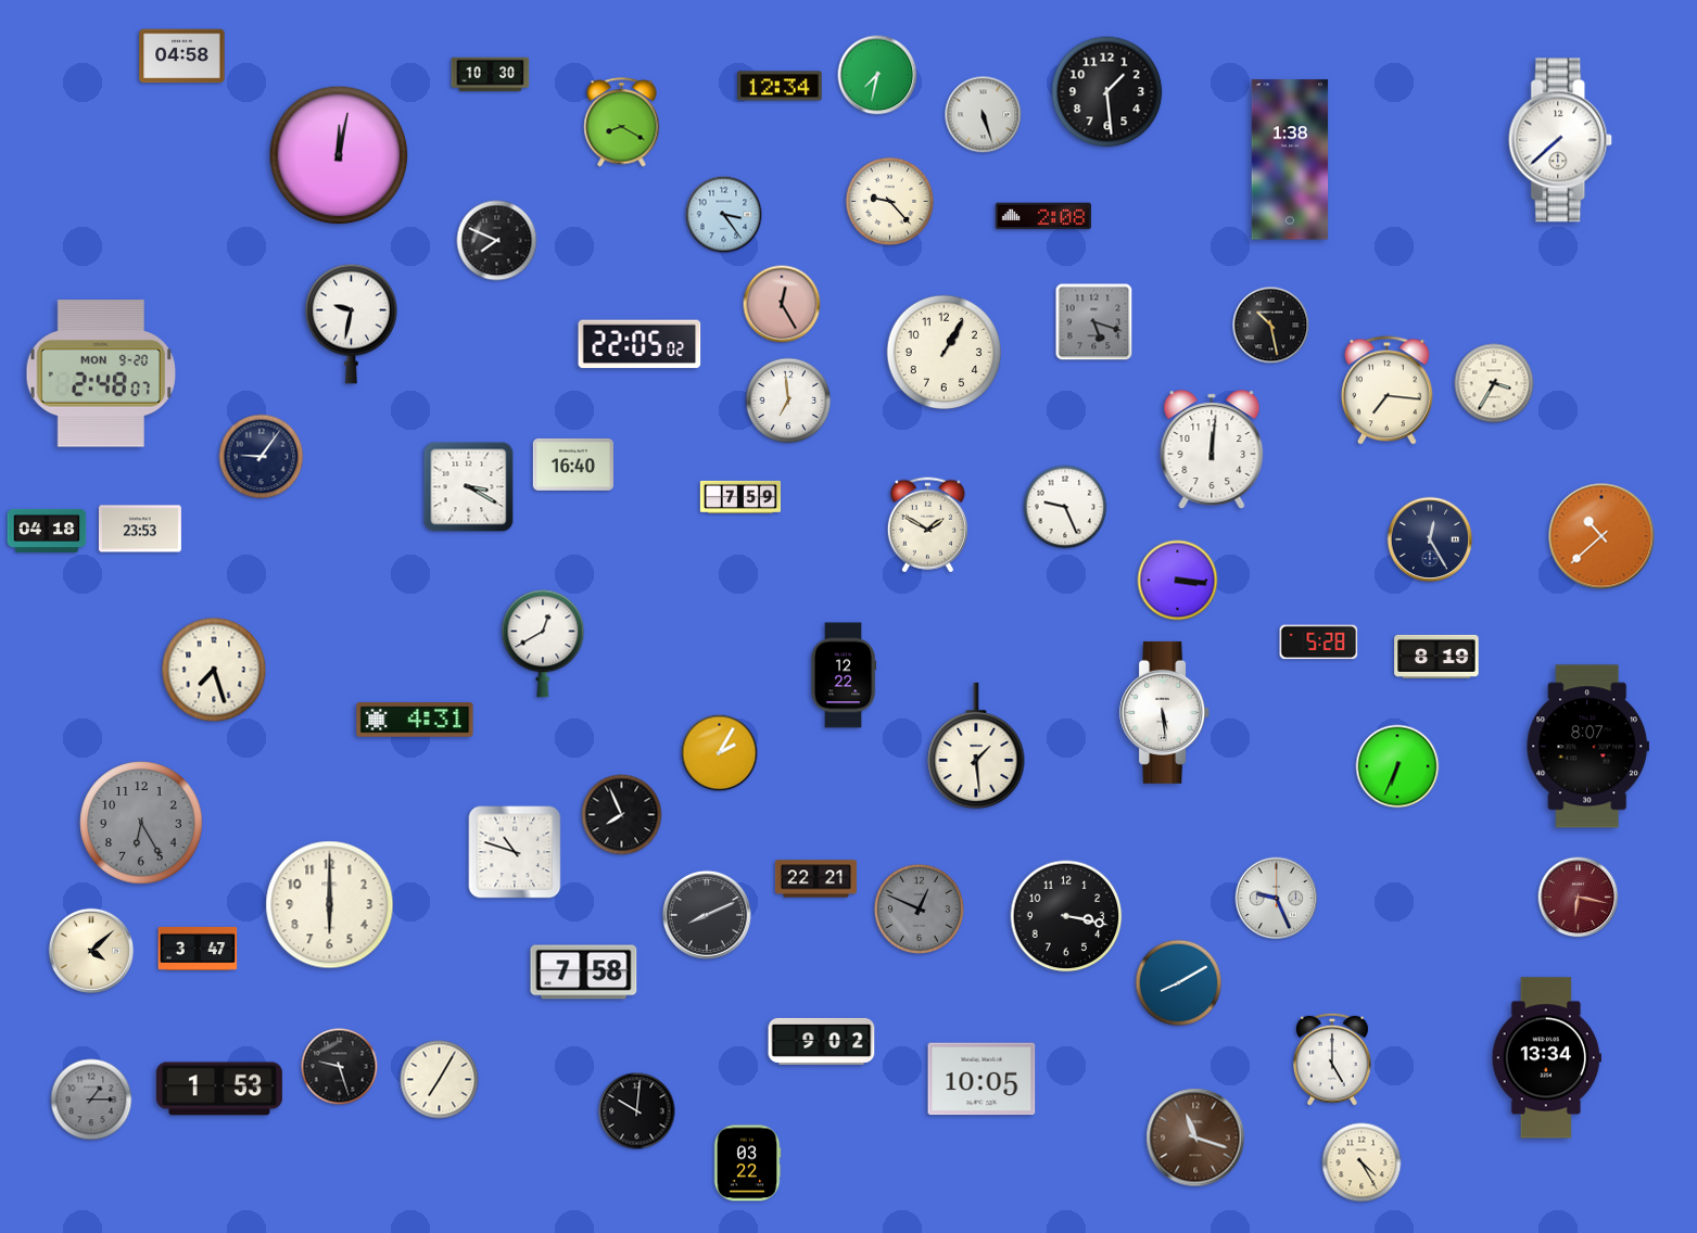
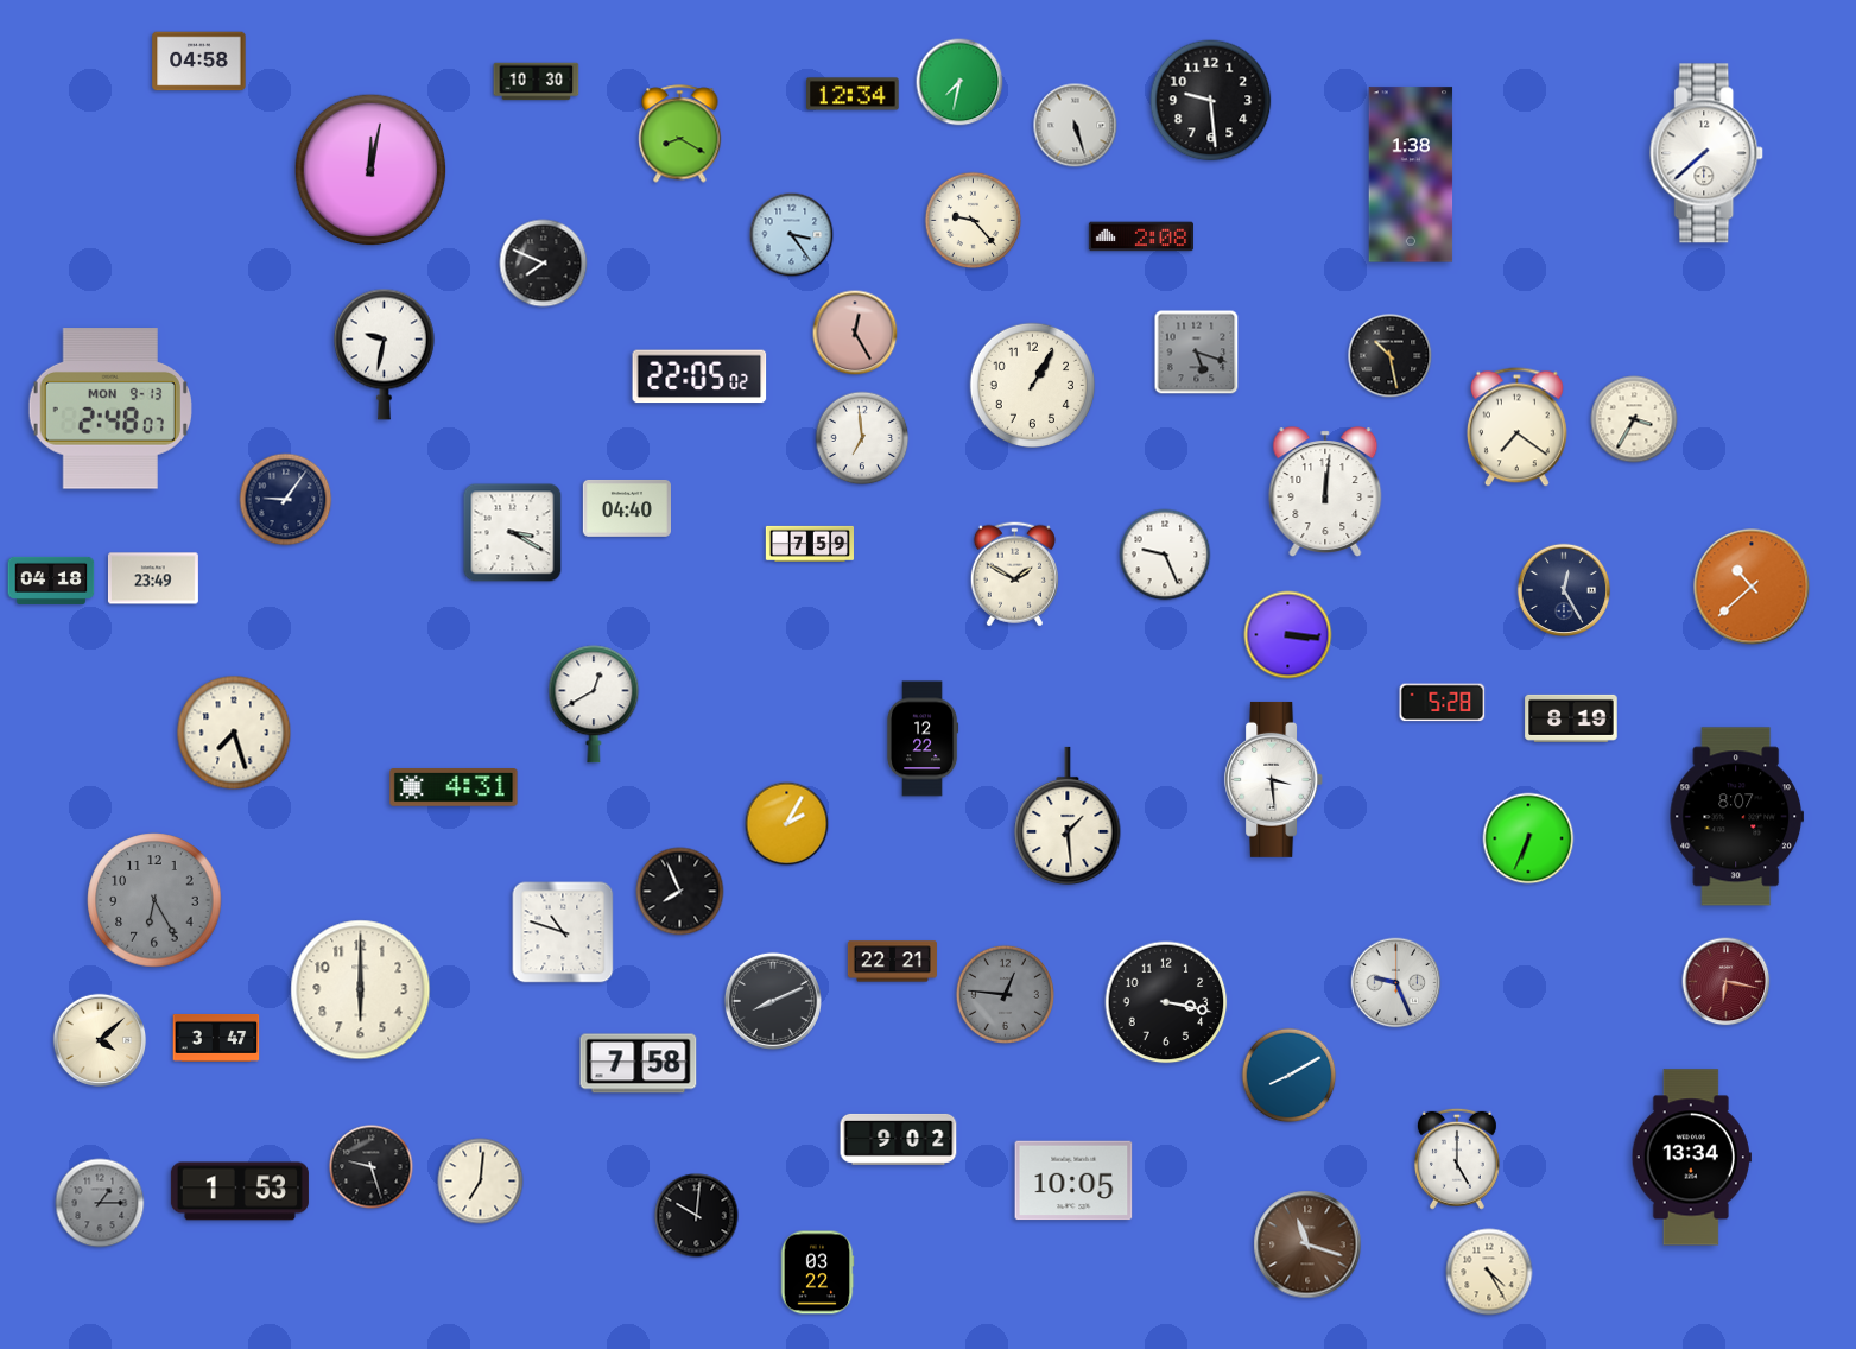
clock at (1107, 92): 1:29 -> 9:29
clock at (101, 373) date: MON 9-20 -> MON 9-13
clock at (1388, 391): 7:16 -> 7:21
clock at (572, 465): 16:40 -> 04:40
clock at (140, 529): 23:53 -> 23:49
clock at (1165, 712): 5:29 -> 3:29
clock at (919, 908): 12:49 -> 12:46
clock at (440, 1080): 7:05 -> 7:01
